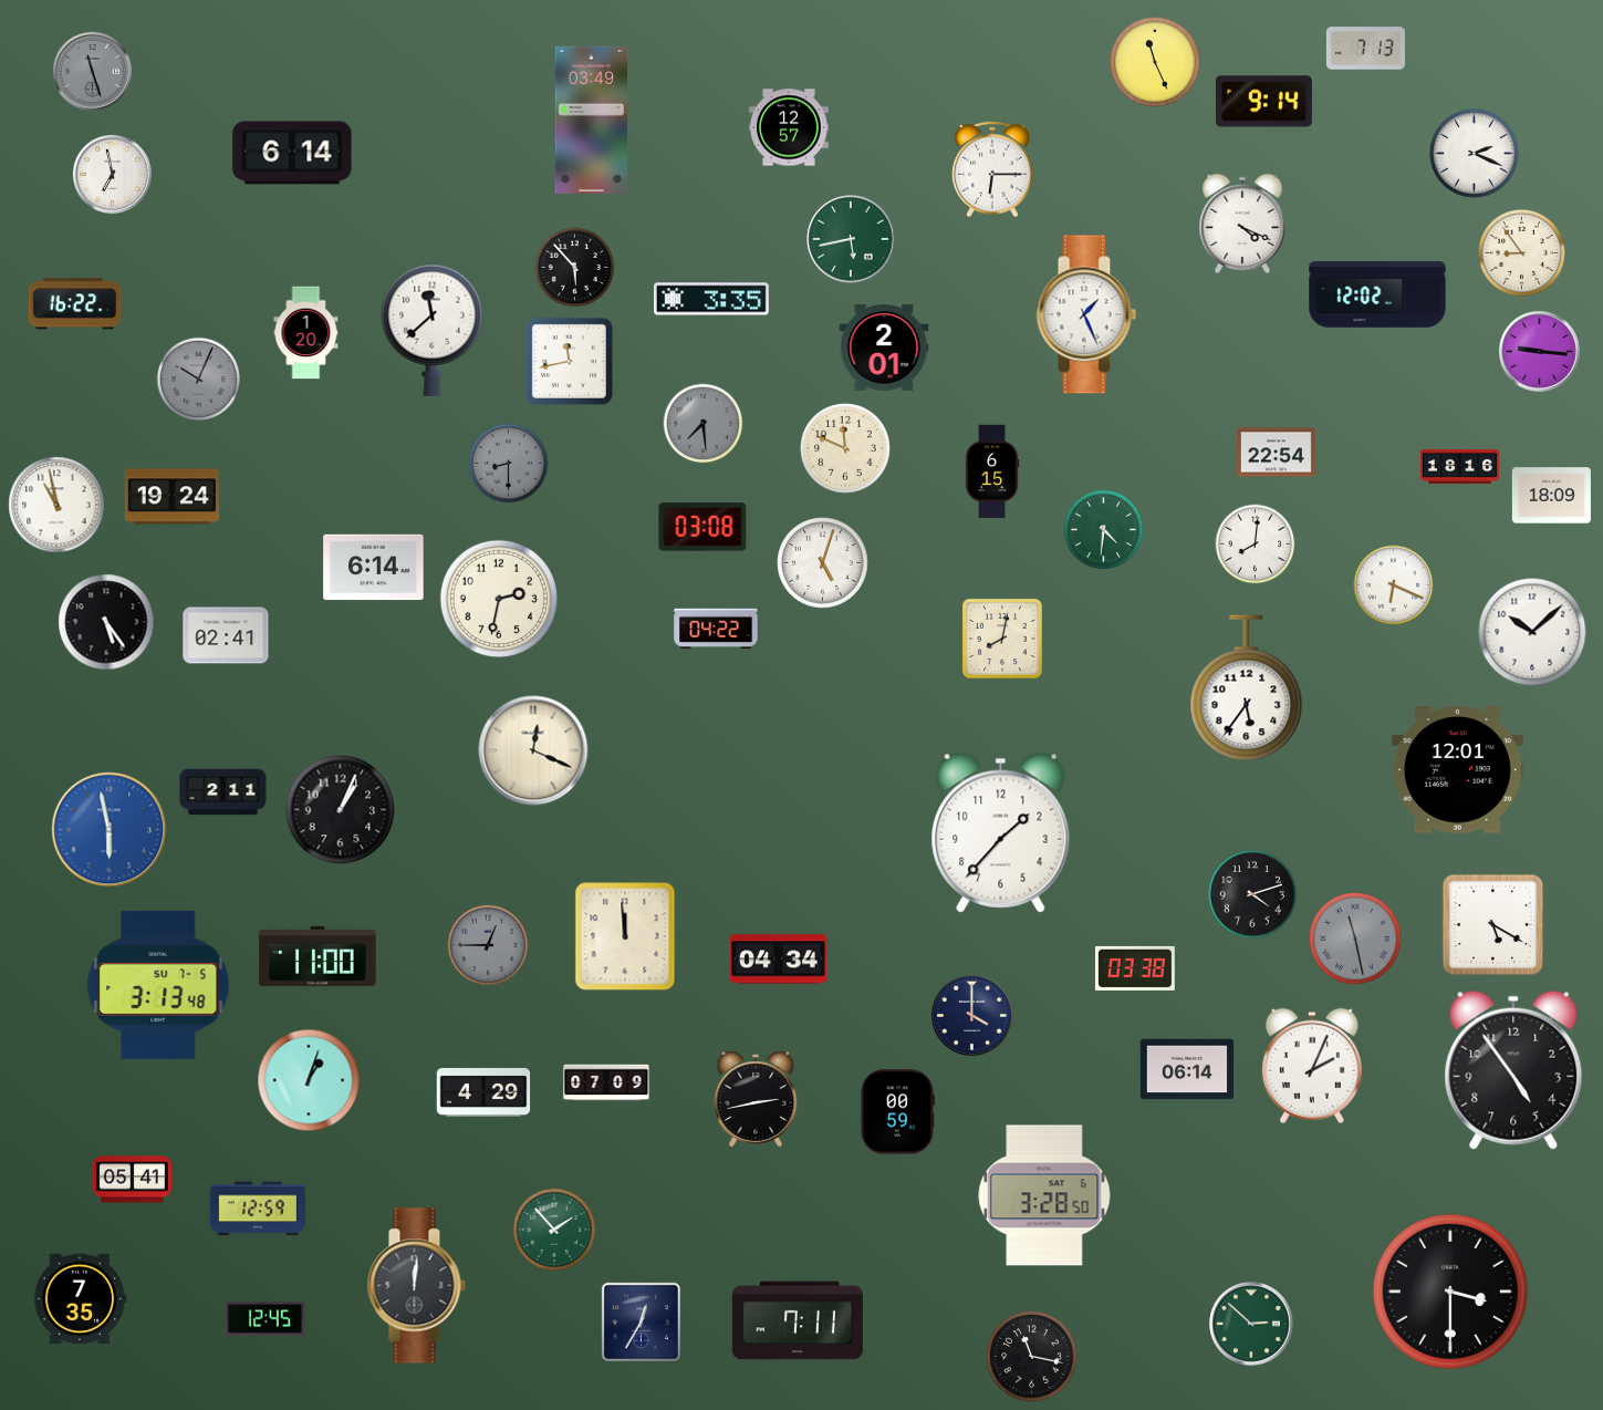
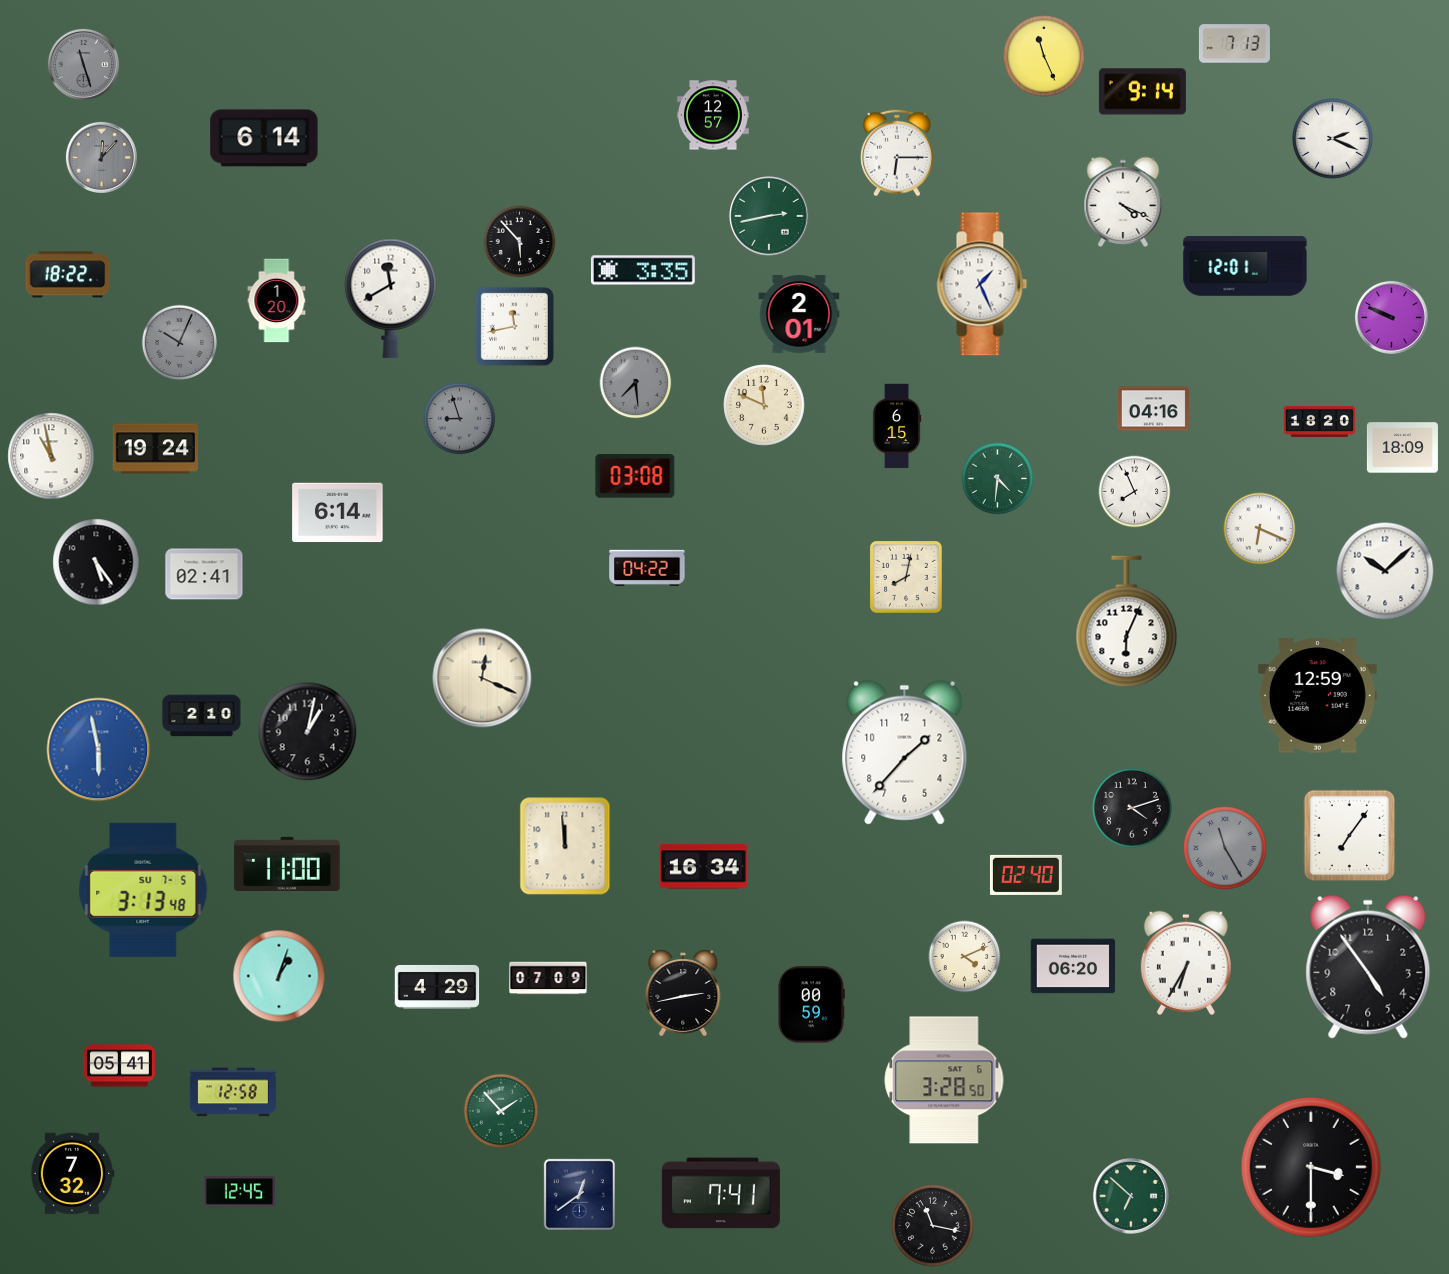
clock at (592, 120): 03:49 -> none
clock at (112, 174): 6:58 -> 12:07
clock at (112, 174) dial: white -> grey
clock at (851, 239): 5:43 -> 2:43
clock at (1521, 252): 8:54 -> none
clock at (1377, 294): 12:02 -> 12:01
clock at (75, 304): 16:22 -> 18:22
clock at (433, 330): 11:38 -> 11:40
clock at (1539, 351): 9:16 -> 9:49
clock at (1276, 453): 22:54 -> 04:16
clock at (509, 464): 8:30 -> 8:57
clock at (1459, 466): 18:16 -> 18:20
clock at (1256, 545): 8:01 -> 7:56
clock at (823, 563): 5:03 -> none
clock at (499, 599): 2:32 -> none
clock at (1247, 688): 5:36 -> 6:04
clock at (1457, 770): 12:01 -> 12:59
clock at (223, 792): 2:11 -> 2:10
clock at (341, 810): 1:04 -> 1:02
clock at (1493, 925): 5:20 -> 7:06
clock at (1355, 939): 11:28 -> 11:25
clock at (488, 945): 12:45 -> none
clock at (778, 960): 04:34 -> 16:34
clock at (1135, 968): 03:38 -> 02:40
clock at (971, 1015): 4:00 -> none
clock at (965, 957): none -> 4:11
clock at (1312, 1066): 2:04 -> 6:35
clock at (1187, 1069): 06:14 -> 06:20
clock at (258, 1209): 12:59 -> 12:58
clock at (416, 1286): 12:01 -> none
clock at (80, 1299): 7:35 -> 7:32
clock at (798, 1320): 7:11 -> 7:41
clock at (641, 1321): 12:35 -> 12:39
clock at (1252, 1325): 2:52 -> 6:52
